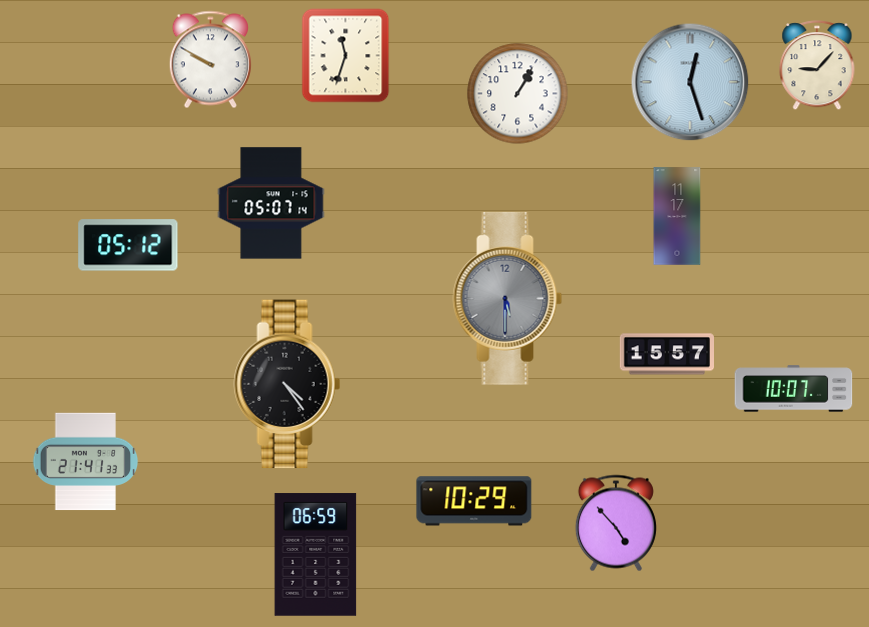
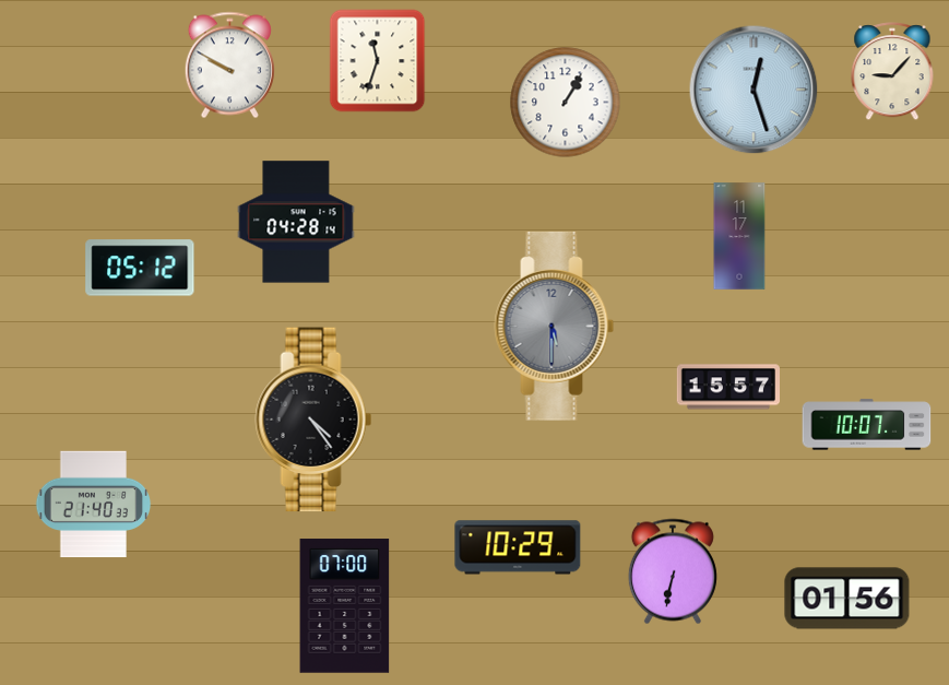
clock at (271, 203): 05:07 -> 04:28
clock at (86, 462): 21:41 -> 21:40
clock at (616, 523): 4:53 -> 6:32
clock at (847, 599): none -> 01:56
clock at (316, 555): 06:59 -> 07:00
